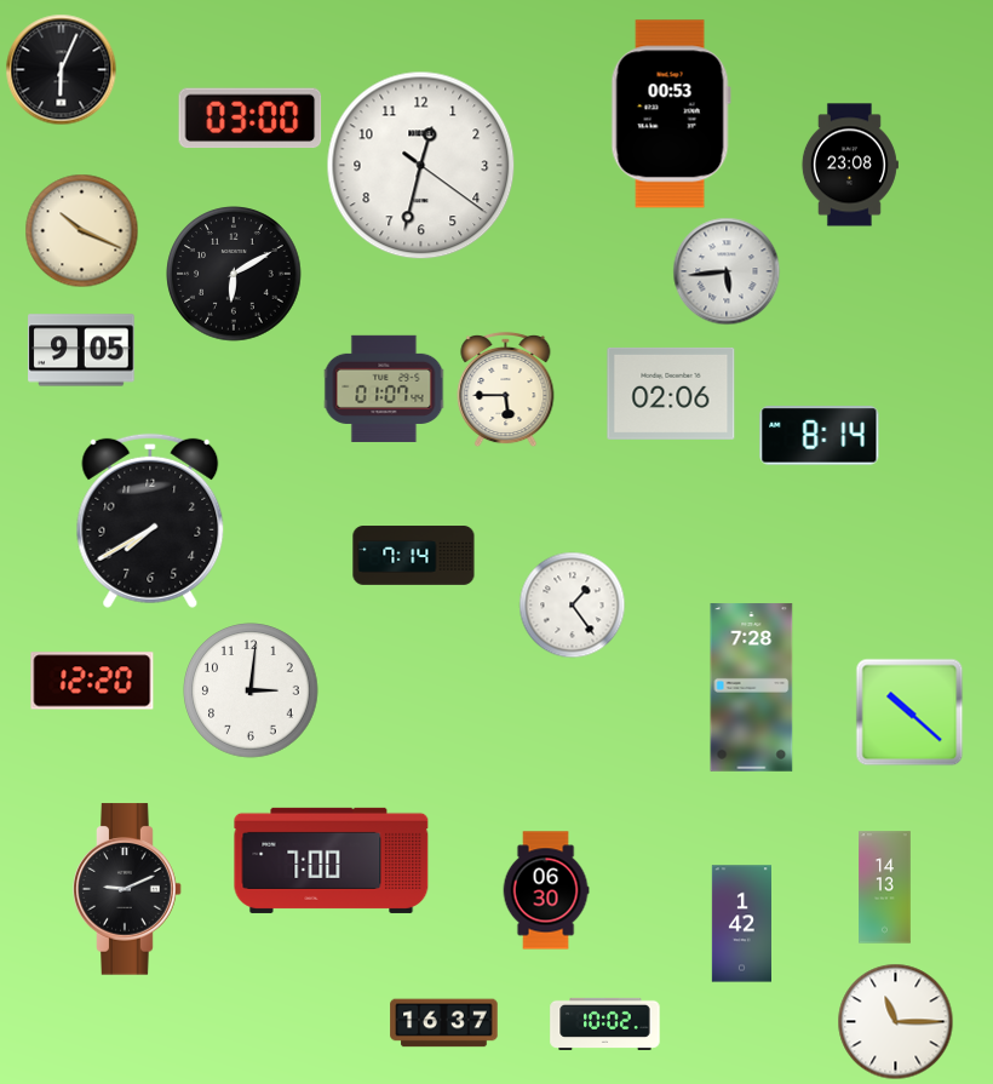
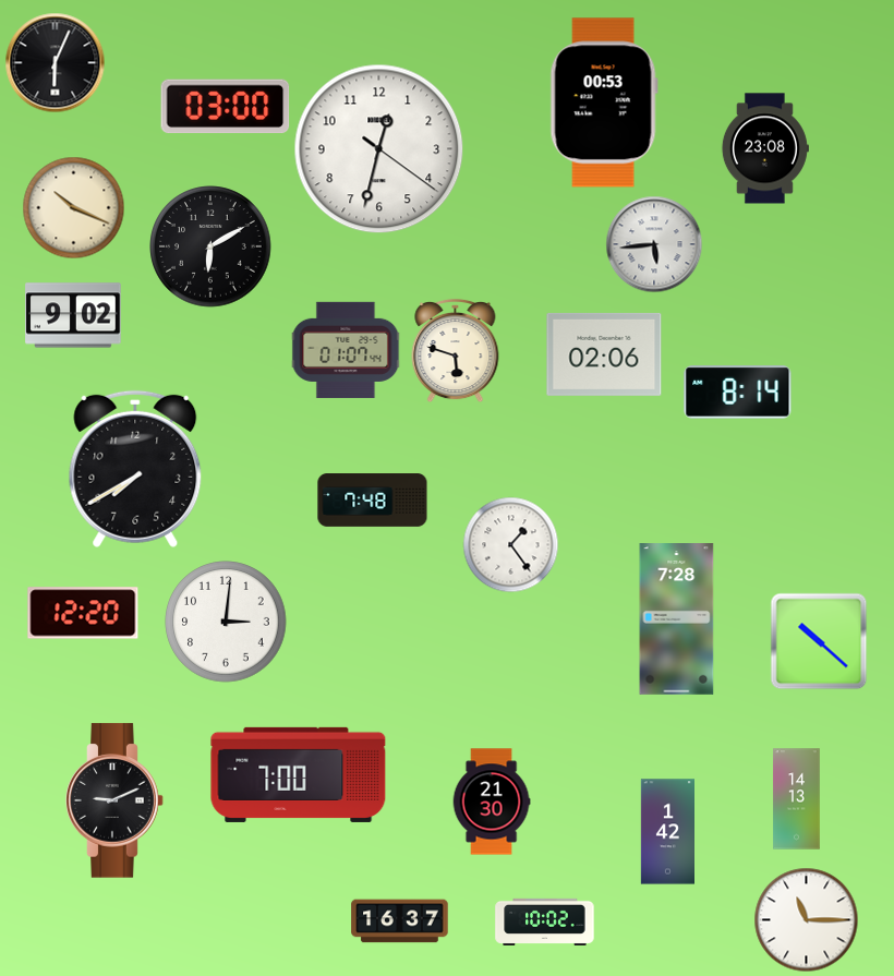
clock at (81, 350): 9:05 -> 9:02
clock at (506, 389): 5:45 -> 5:48
clock at (414, 556): 7:14 -> 7:48
clock at (572, 604) position: (572, 604) -> (510, 544)
clock at (546, 890): 06:30 -> 21:30
